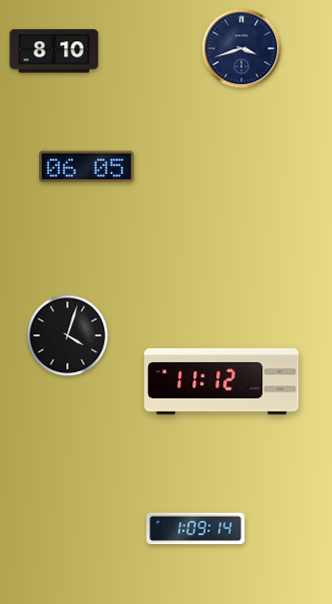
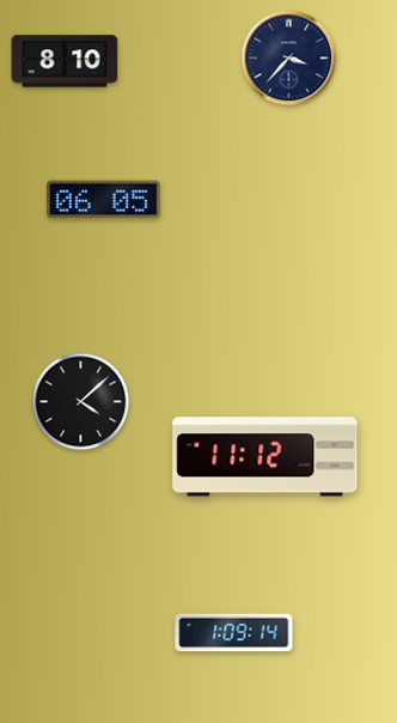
clock at (242, 49): 3:42 -> 3:37
clock at (68, 336): 4:03 -> 4:08
